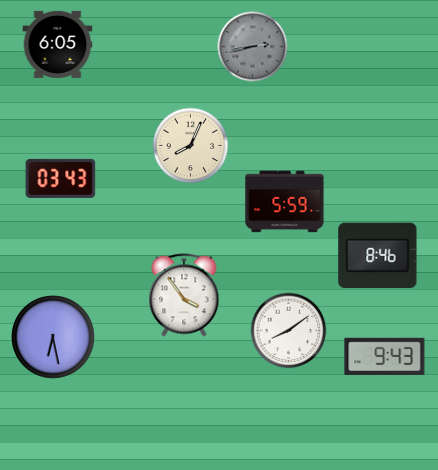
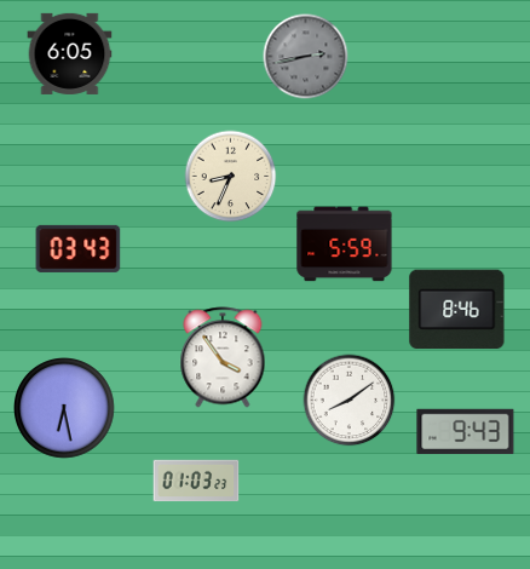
clock at (191, 146): 8:04 -> 8:34
clock at (61, 178) position: (61, 178) -> (79, 248)
clock at (196, 481): none -> 01:03
